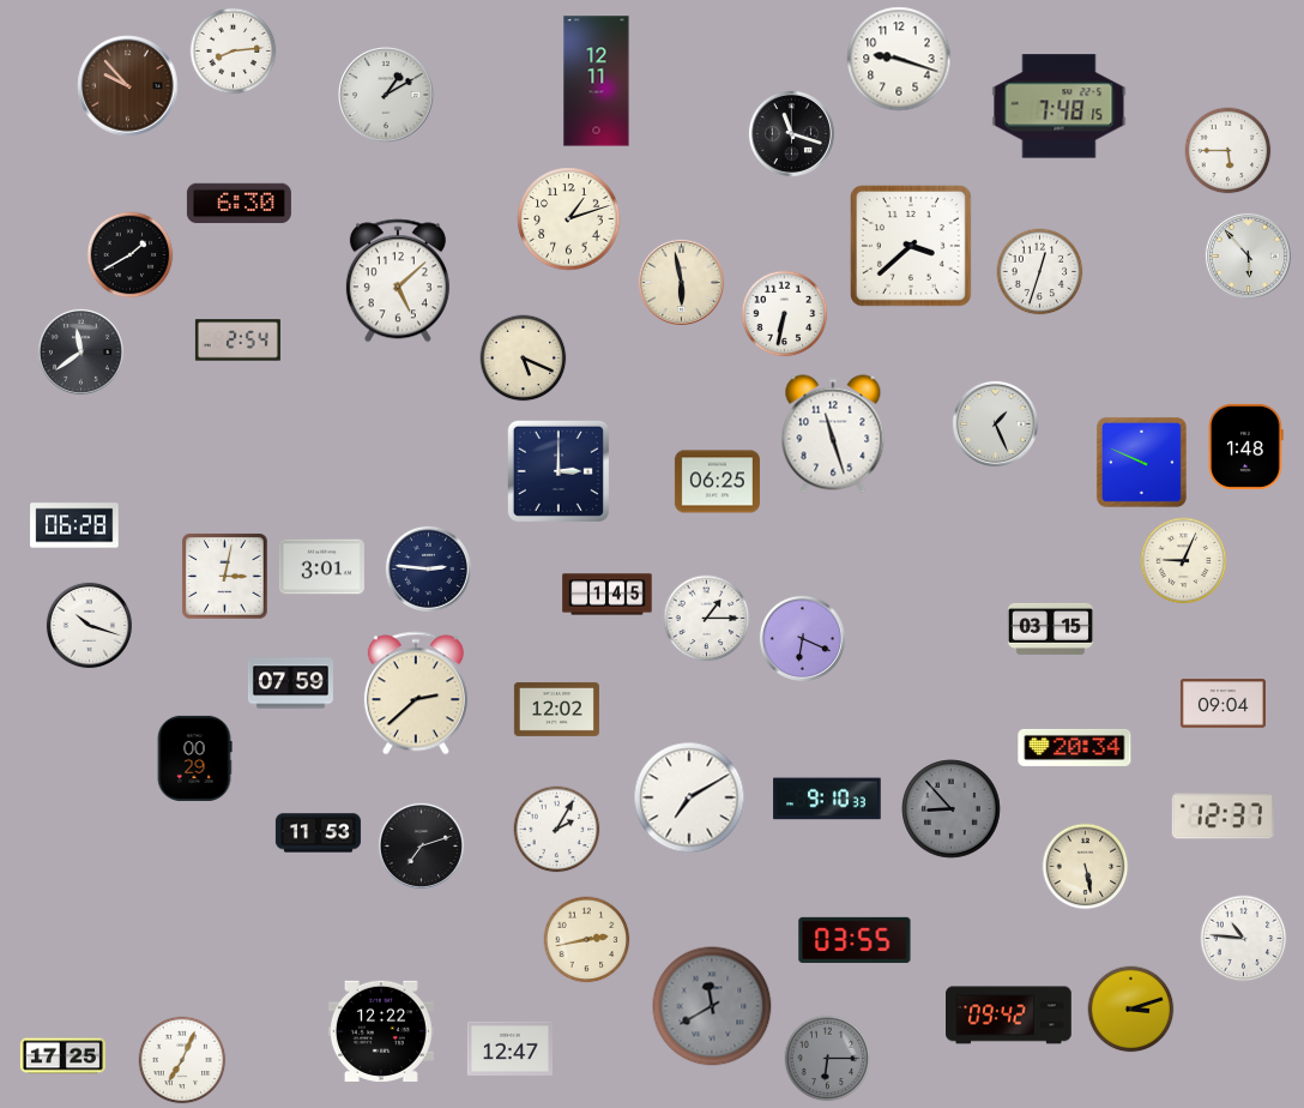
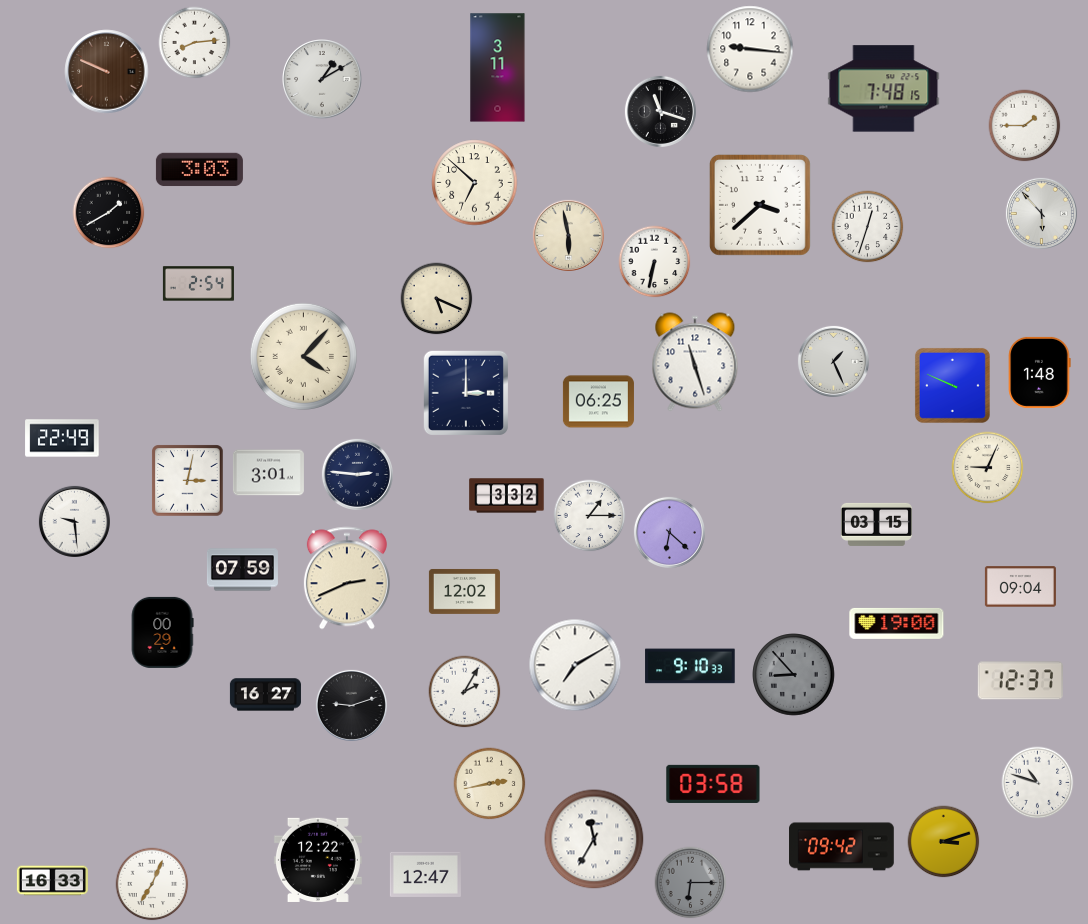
clock at (899, 59): 9:18 -> 9:16
clock at (597, 82): 12:11 -> 3:11
clock at (128, 86): 9:53 -> 9:49
clock at (1228, 151): 5:45 -> 1:45
clock at (239, 204): 6:30 -> 3:03
clock at (569, 219): 1:12 -> 6:52
clock at (398, 281): 5:08 -> none
clock at (80, 351): 11:39 -> none
clock at (995, 423) position: (995, 423) -> (833, 361)
clock at (303, 356): none -> 4:07
clock at (74, 525): 06:28 -> 22:49
clock at (608, 595): 1:45 -> 3:32
clock at (89, 625): 10:18 -> 9:29
clock at (802, 638): 6:19 -> 6:22
clock at (416, 693): 2:38 -> 2:41
clock at (1075, 747): 20:34 -> 19:00
clock at (318, 833): 11:53 -> 16:27
clock at (421, 845): 7:12 -> 9:12
clock at (1086, 867): 5:28 -> none
clock at (1244, 939): 10:46 -> 10:48
clock at (855, 940): 03:55 -> 03:58
clock at (712, 1006): 11:40 -> 11:35
clock at (712, 1006) dial: grey -> white
clock at (62, 1056): 17:25 -> 16:33
